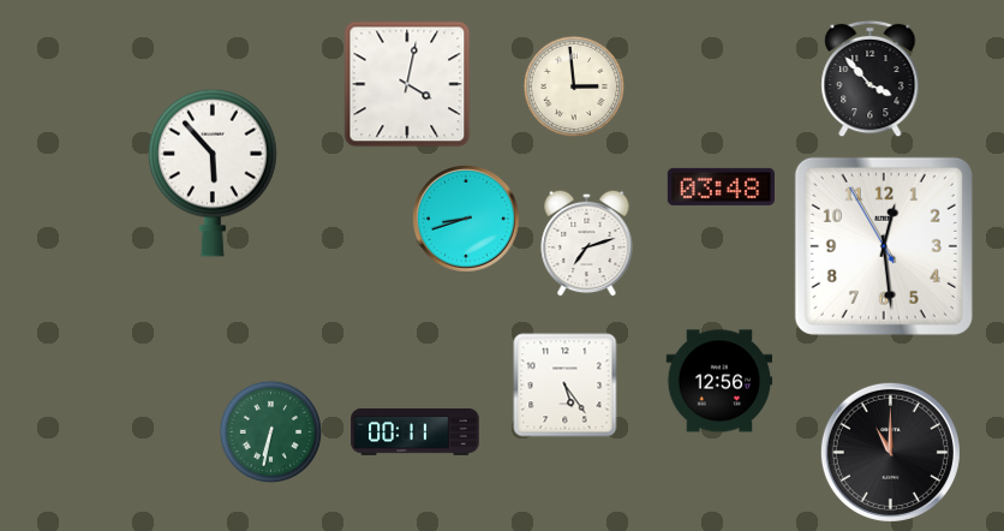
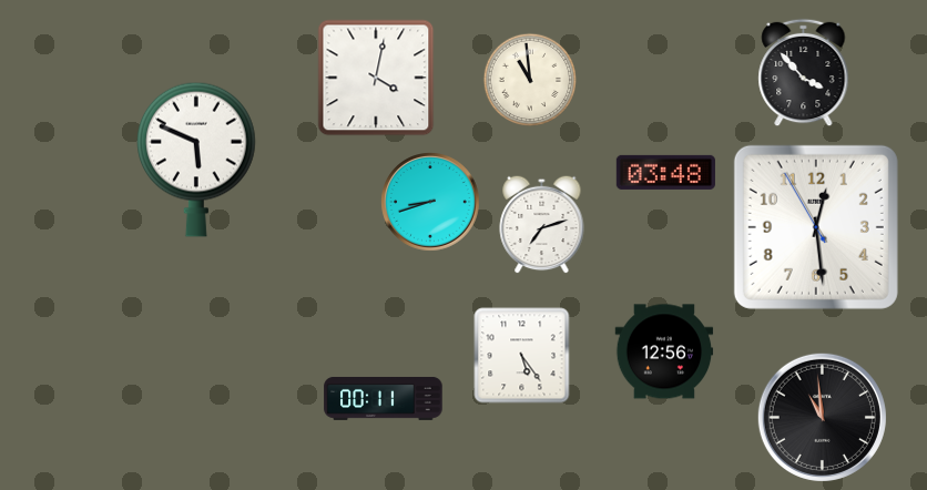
clock at (573, 85): 2:59 -> 10:59
clock at (214, 173): 5:53 -> 5:49
clock at (270, 431): 6:32 -> none
clock at (890, 452): 11:00 -> 10:59
